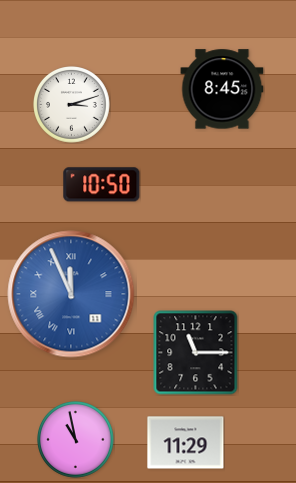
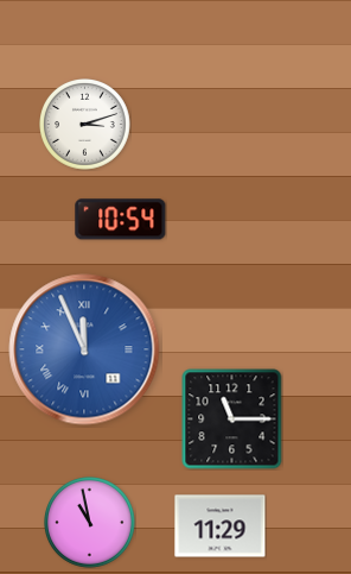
clock at (222, 89): 8:45 -> none
clock at (102, 185): 10:50 -> 10:54
